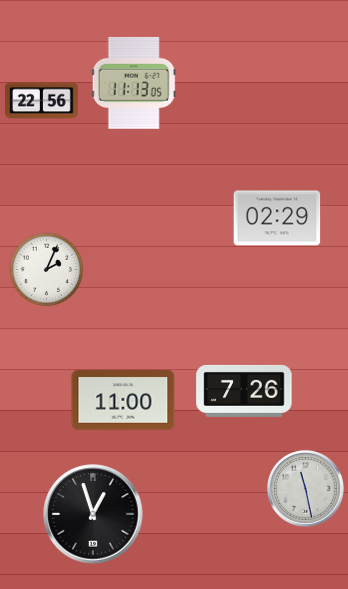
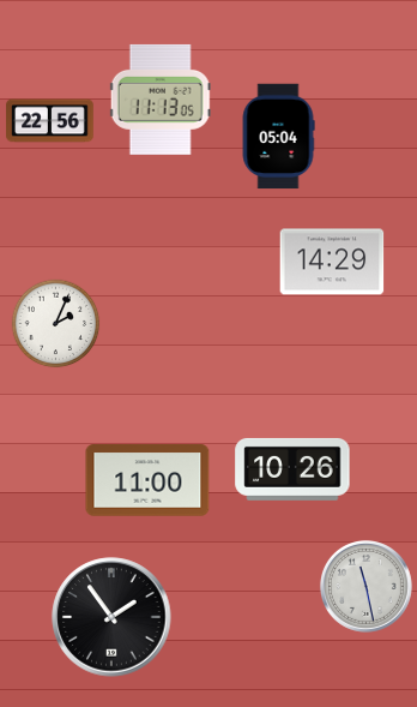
clock at (278, 137): none -> 05:04
clock at (277, 218): 02:29 -> 14:29
clock at (244, 391): 7:26 -> 10:26
clock at (93, 514): 12:57 -> 1:54
